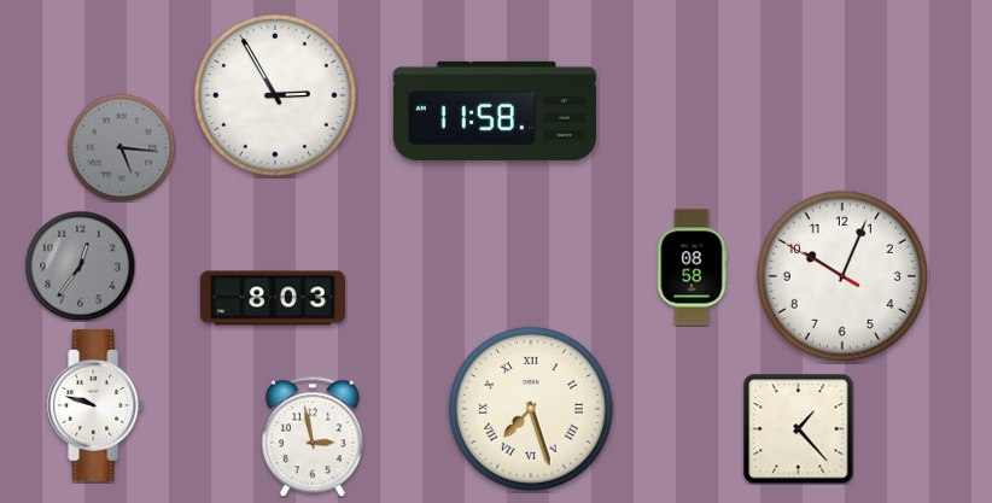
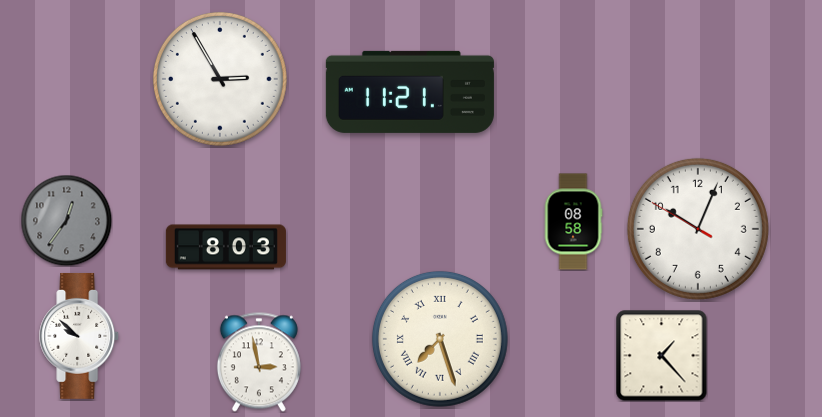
clock at (275, 95) position: (275, 95) -> (220, 79)
clock at (495, 111): 11:58 -> 11:21
clock at (121, 147): 5:16 -> none
clock at (97, 405): 9:48 -> 9:52
